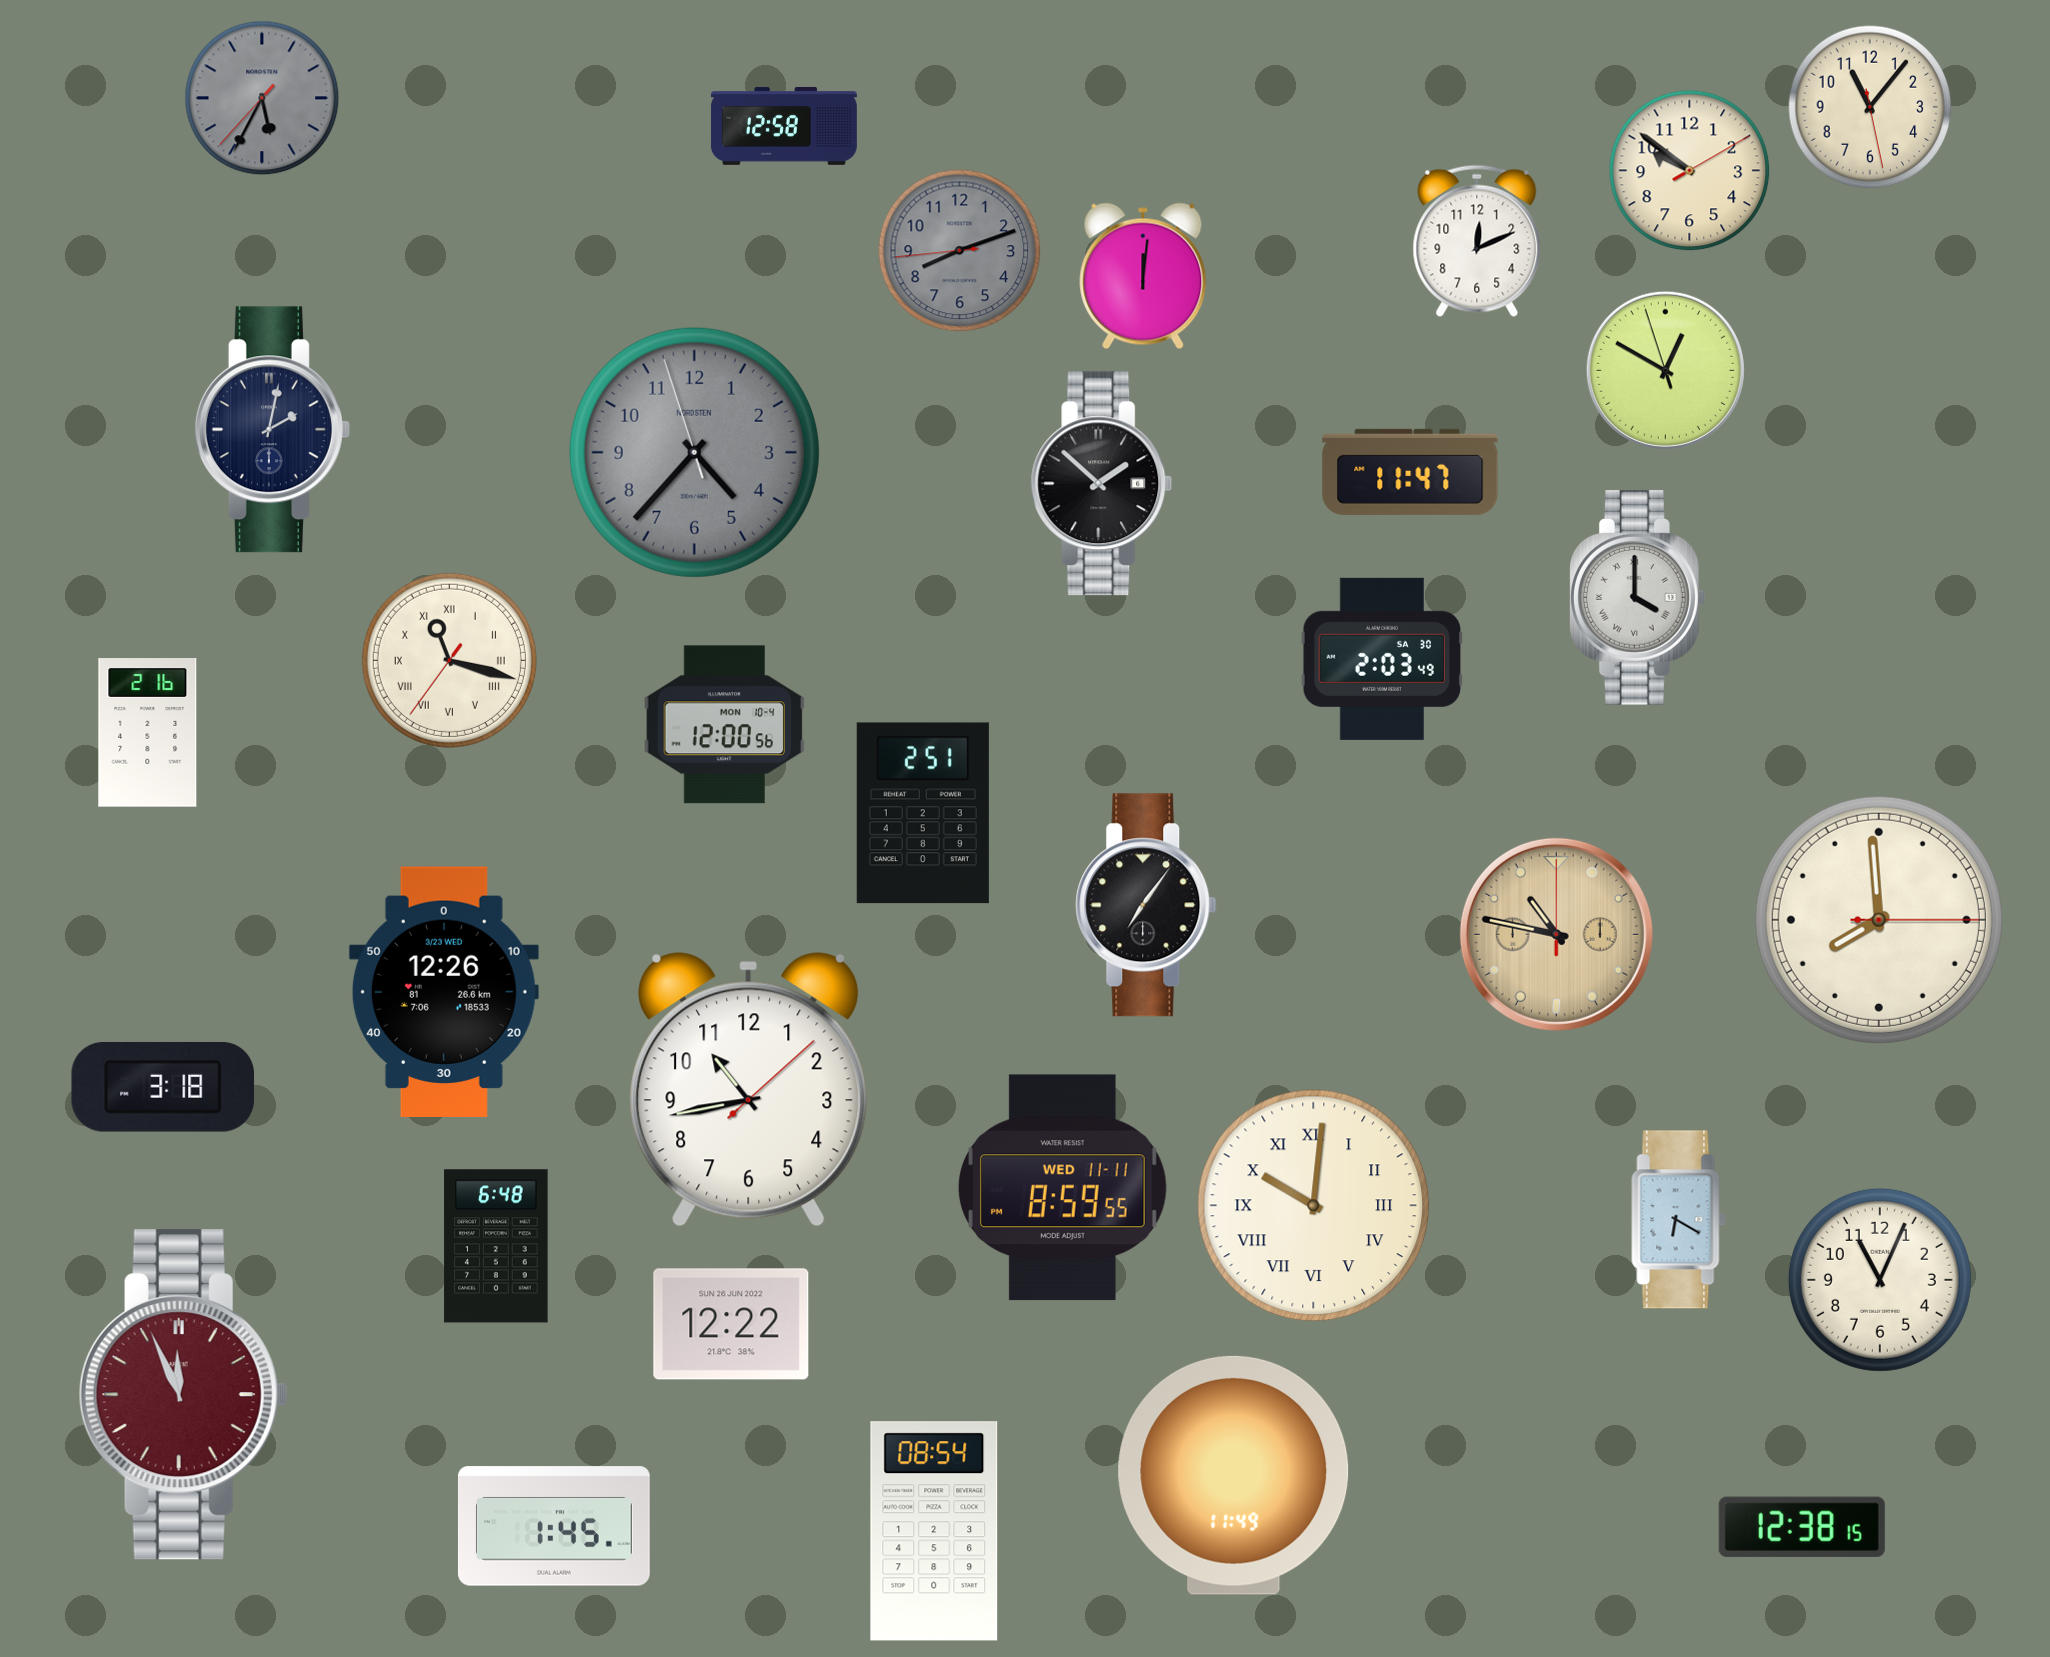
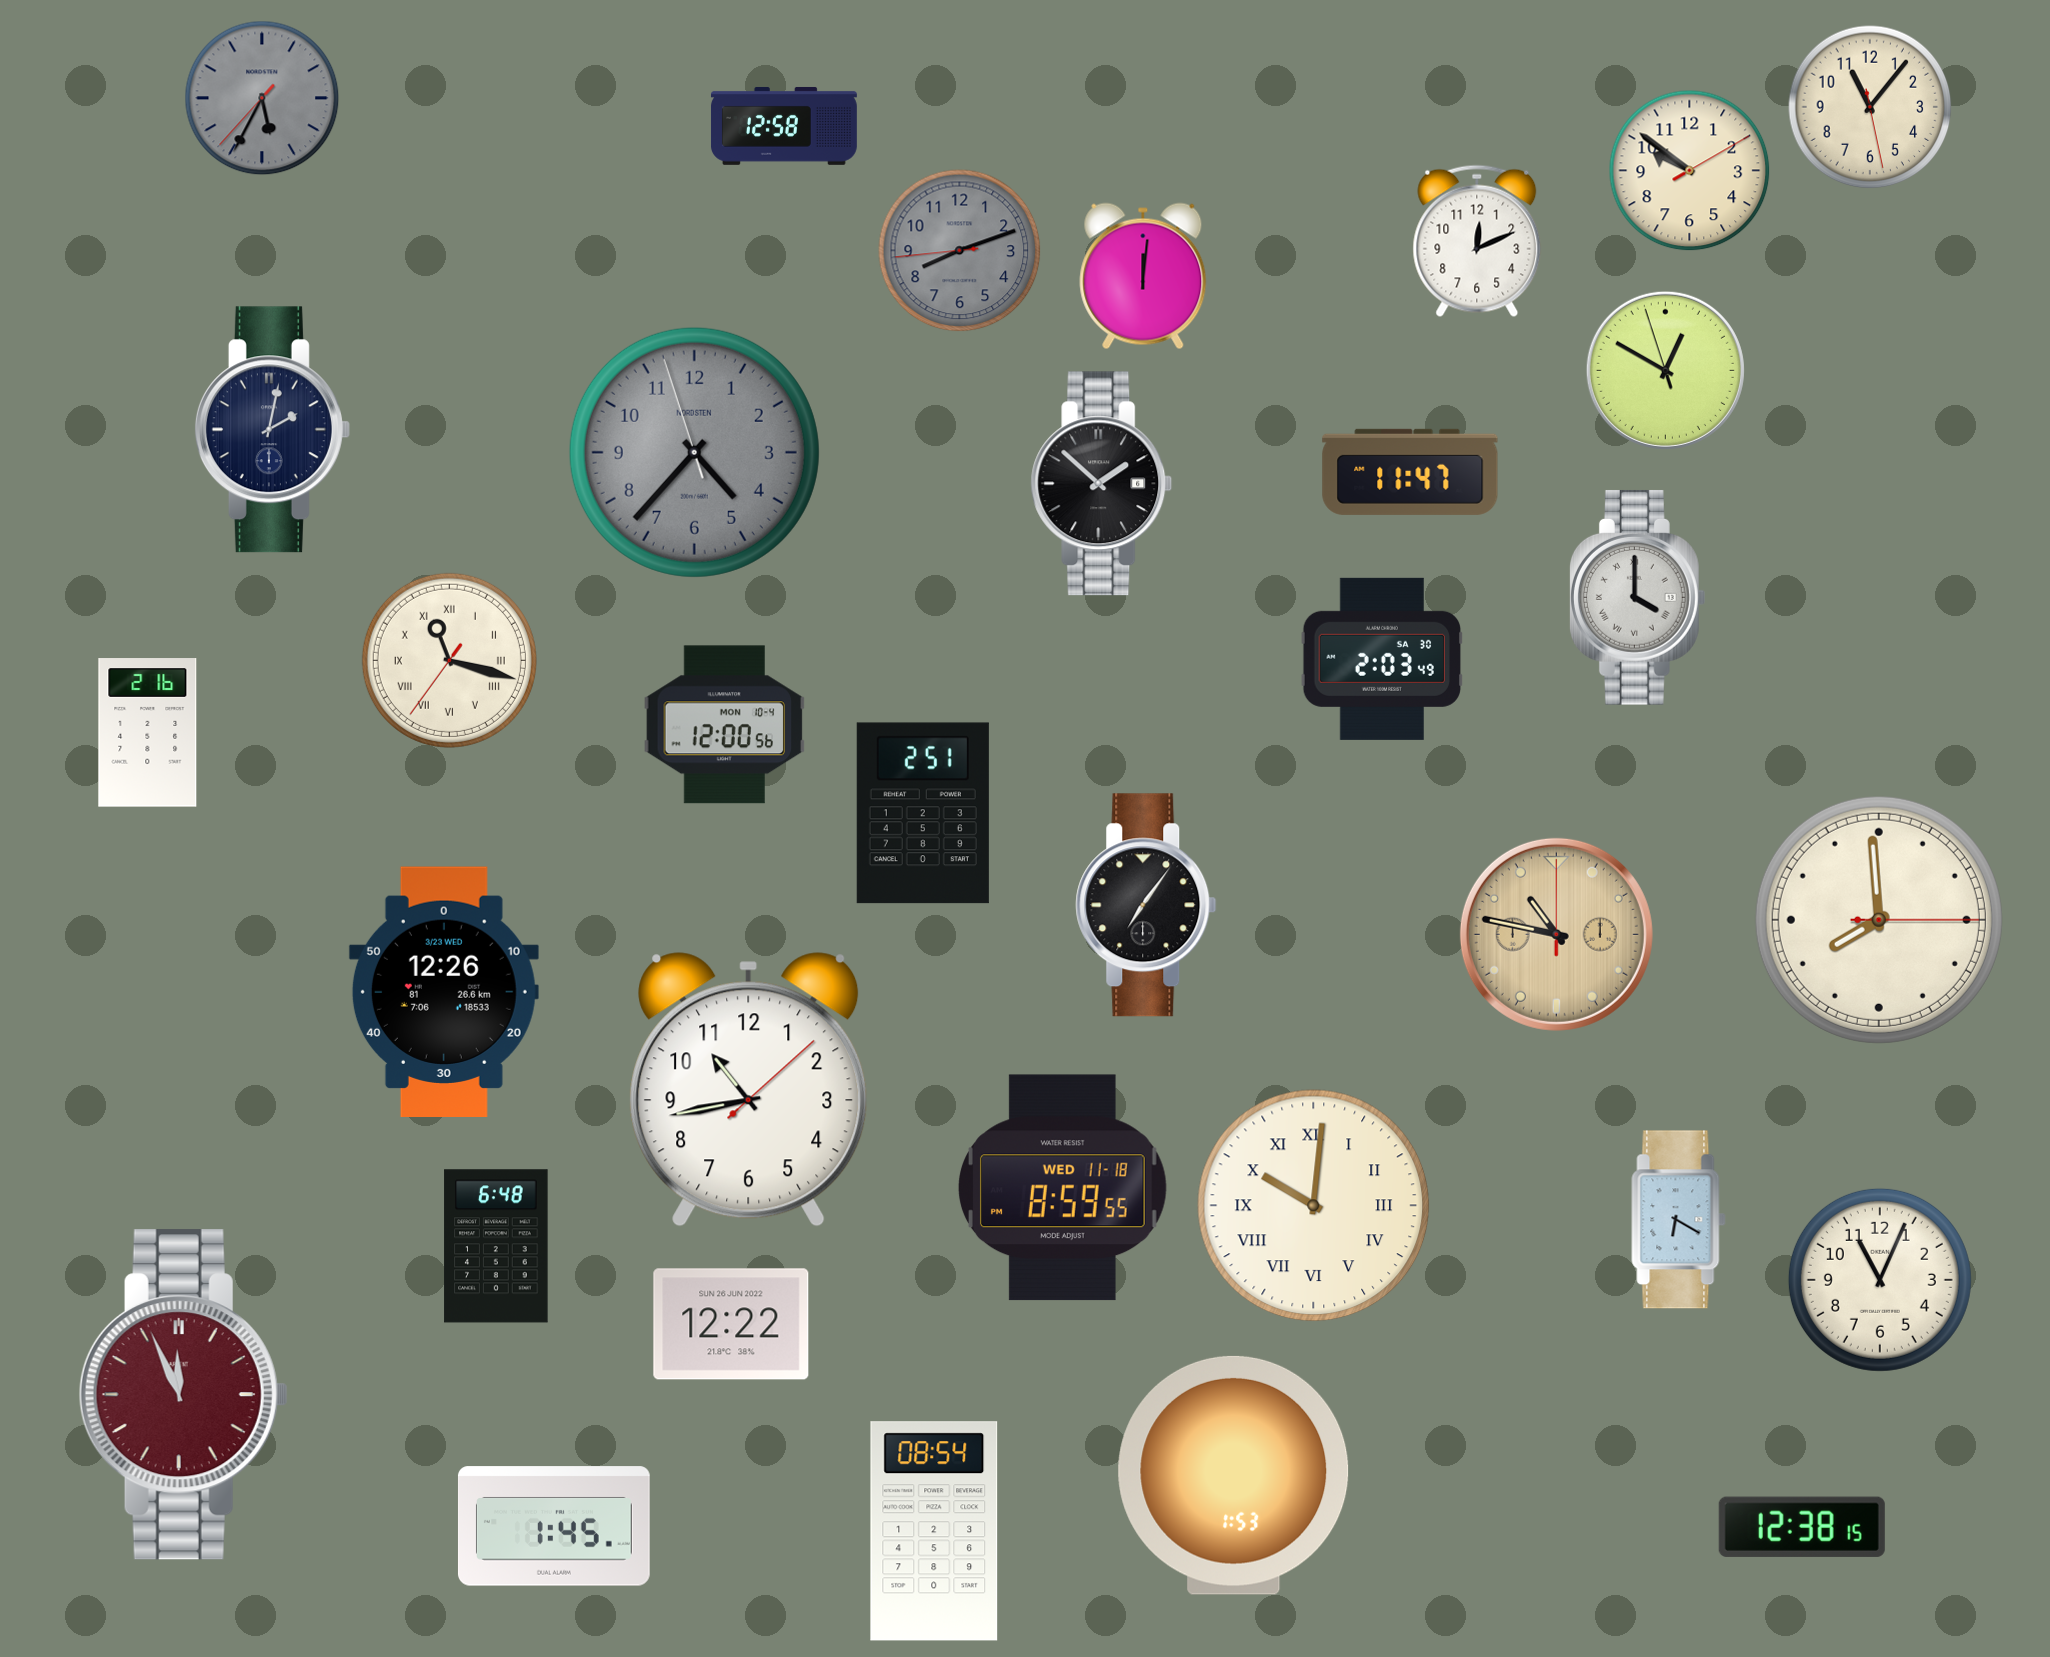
clock at (163, 1087): 3:18 -> none
clock at (1062, 1188) date: WED 11-11 -> WED 11-18
clock at (1234, 1475): 11:49 -> 1:53
